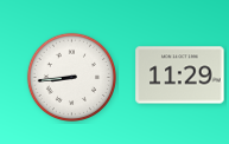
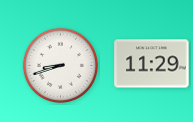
clock at (71, 77): 8:44 -> 8:42
